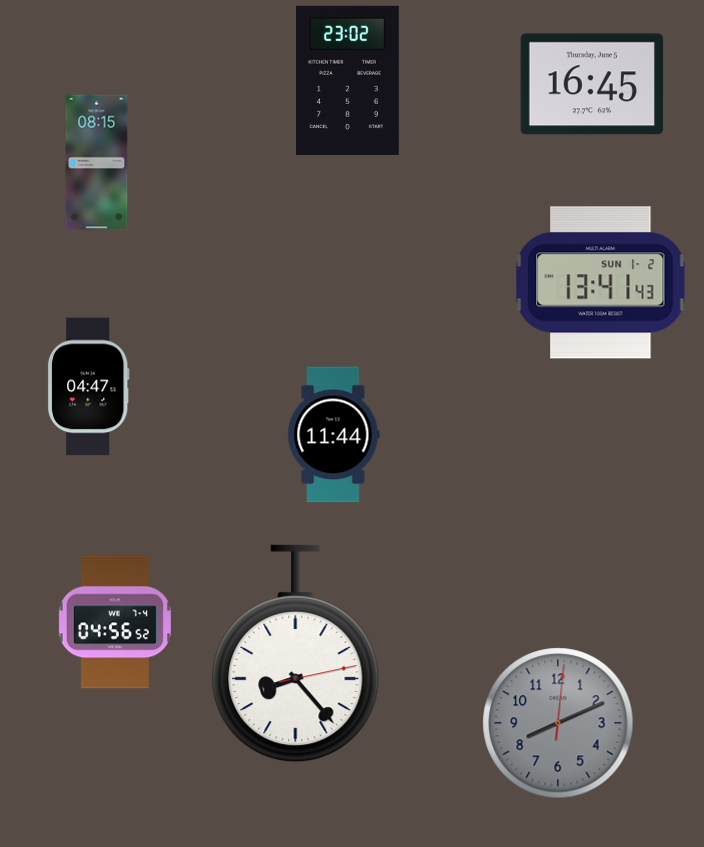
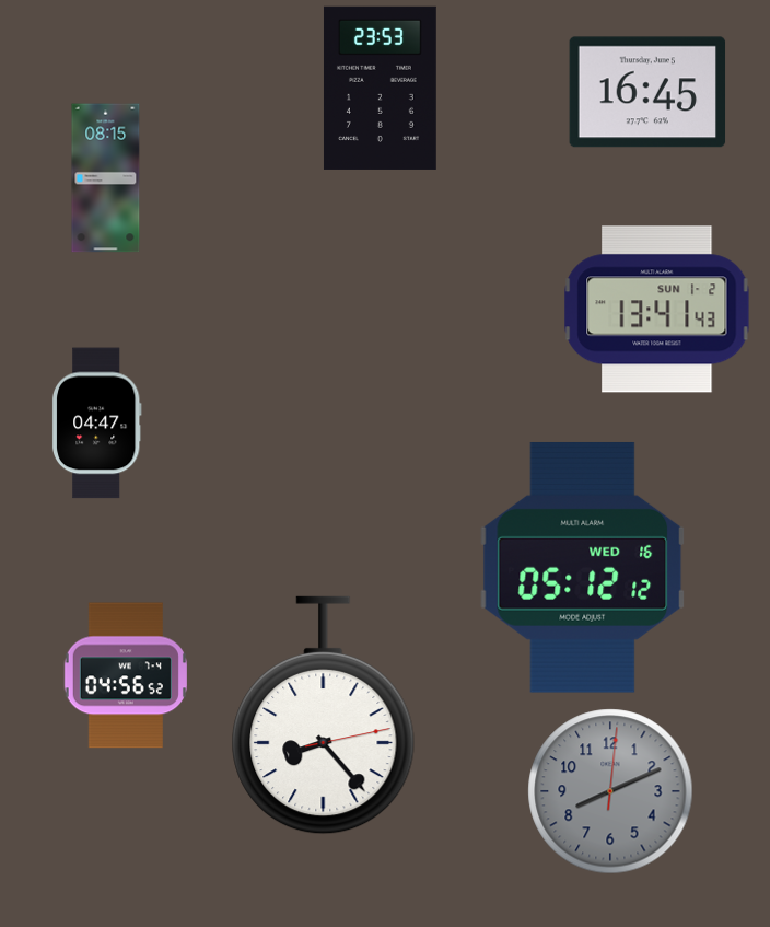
clock at (347, 80): 23:02 -> 23:53
clock at (334, 435): 11:44 -> none
clock at (583, 567): none -> 05:12
clock at (115, 622) position: (115, 622) -> (126, 675)
